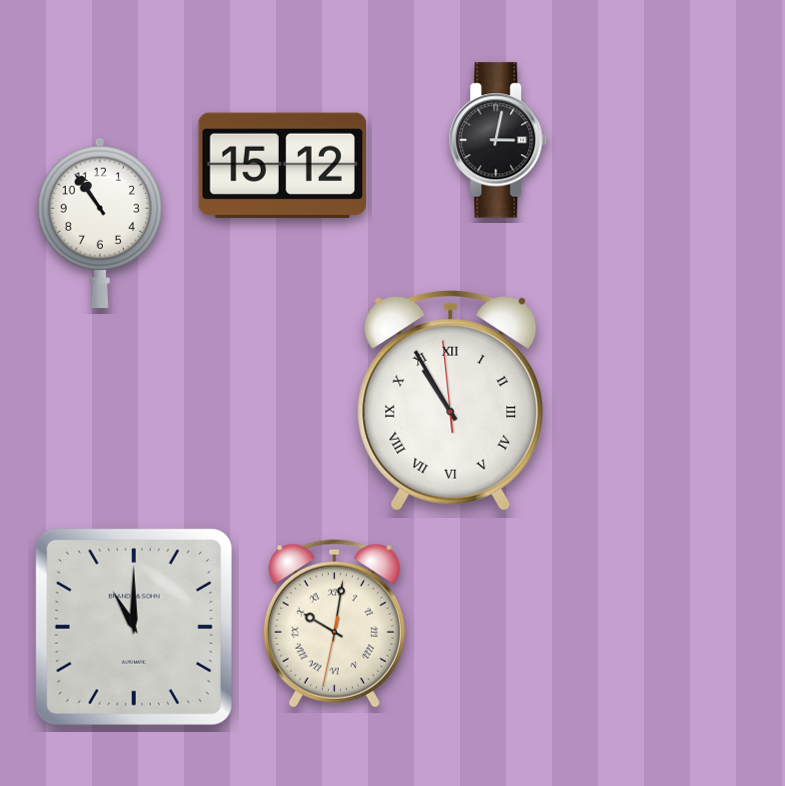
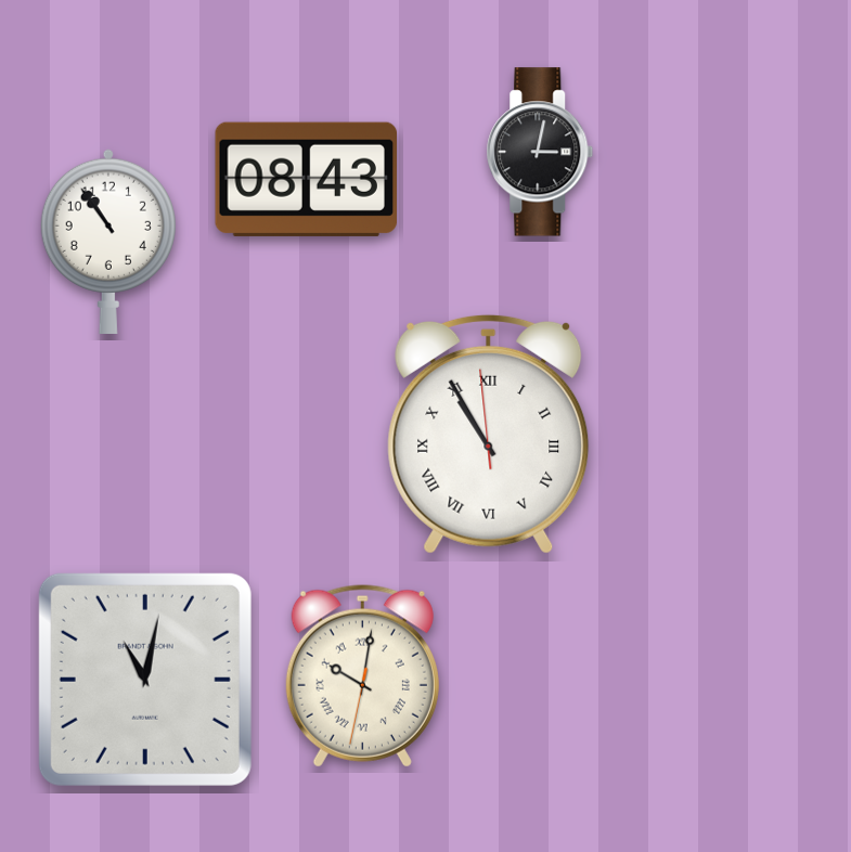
clock at (282, 165): 15:12 -> 08:43
clock at (134, 627): 11:00 -> 11:02
